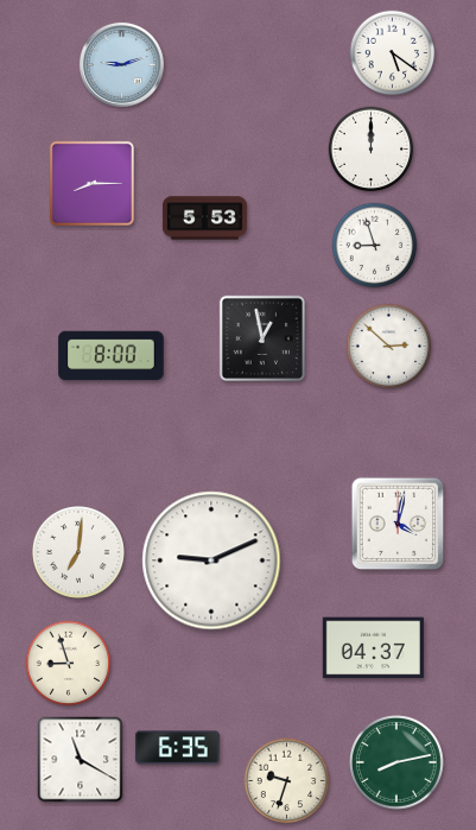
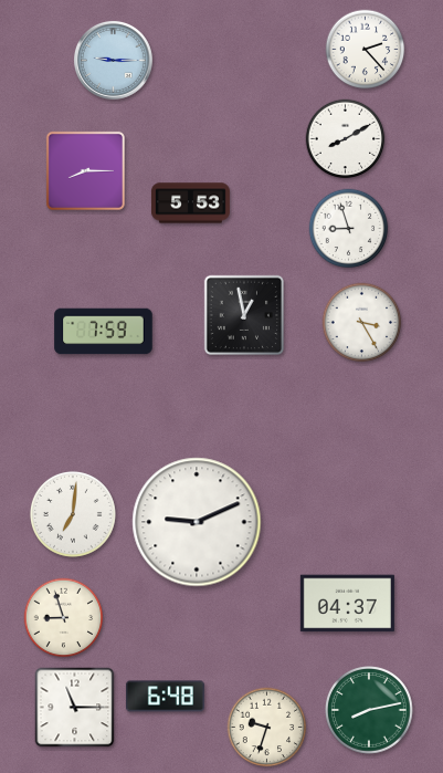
clock at (393, 53): 5:21 -> 2:23
clock at (121, 64): 9:12 -> 9:15
clock at (372, 150): 12:00 -> 8:10
clock at (389, 347): 2:52 -> 3:25
clock at (112, 356): 8:00 -> 7:59
clock at (398, 524): 4:02 -> none
clock at (177, 748): 6:35 -> 6:48
clock at (81, 760): 11:20 -> 11:15
